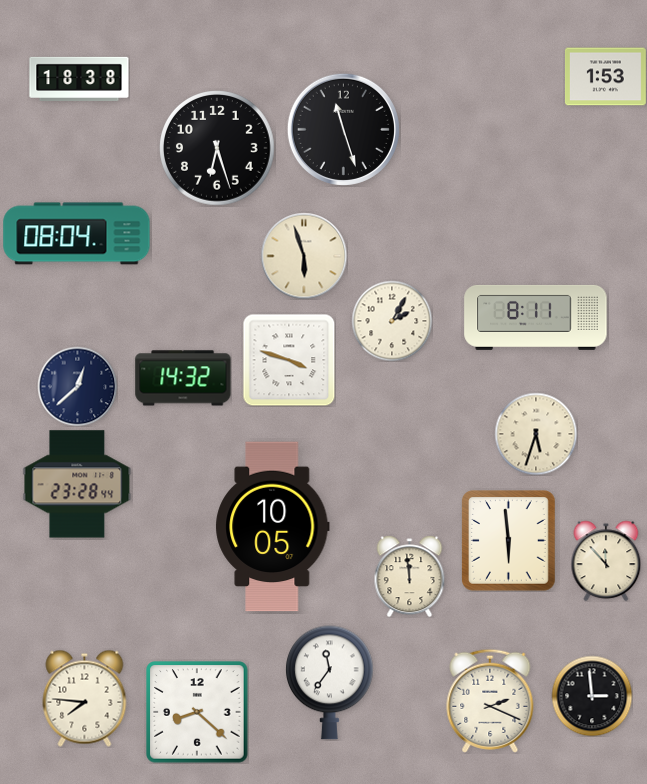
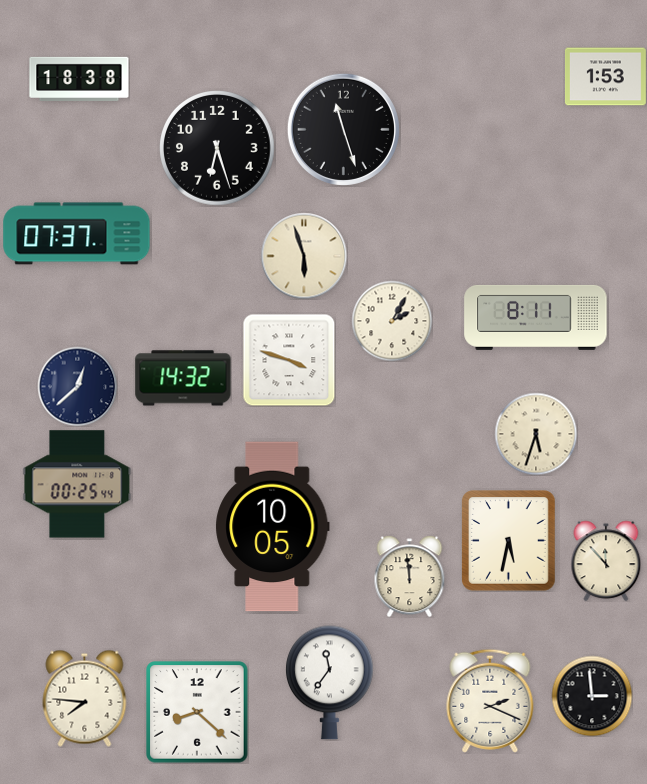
clock at (77, 234): 08:04 -> 07:37
clock at (77, 484): 23:28 -> 00:25
clock at (509, 541): 5:59 -> 5:32
